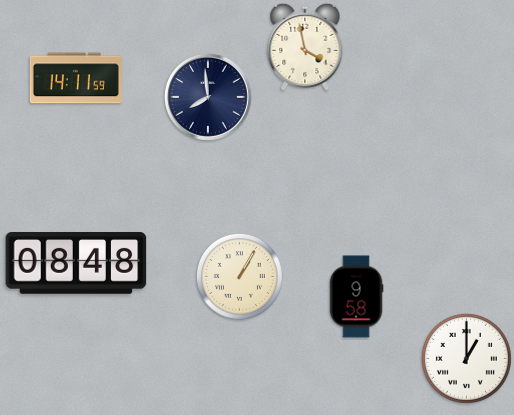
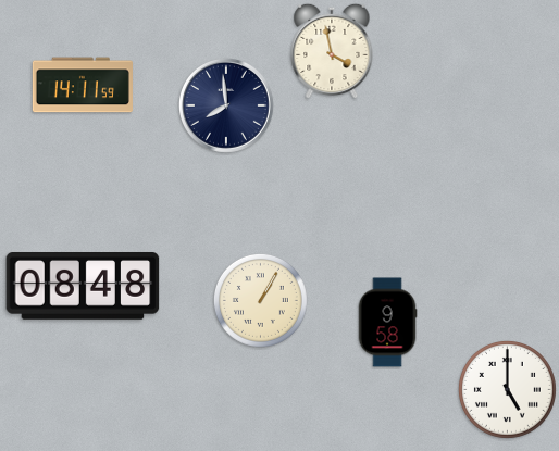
clock at (466, 358): 1:00 -> 5:00
